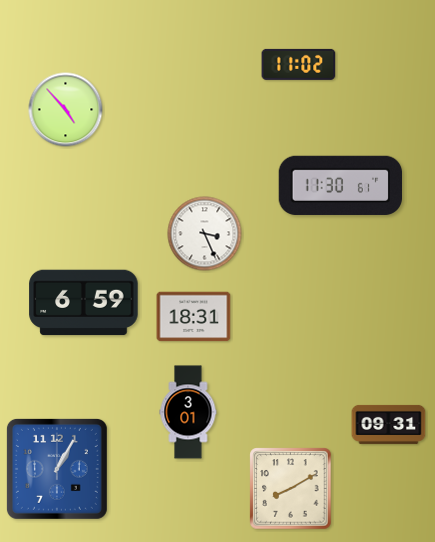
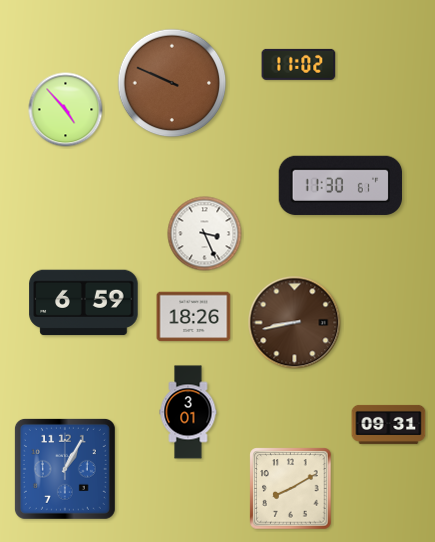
clock at (172, 83): none -> 9:49
clock at (194, 317): 18:31 -> 18:26
clock at (295, 323): none -> 8:43
clock at (57, 469) position: (57, 469) -> (65, 469)
